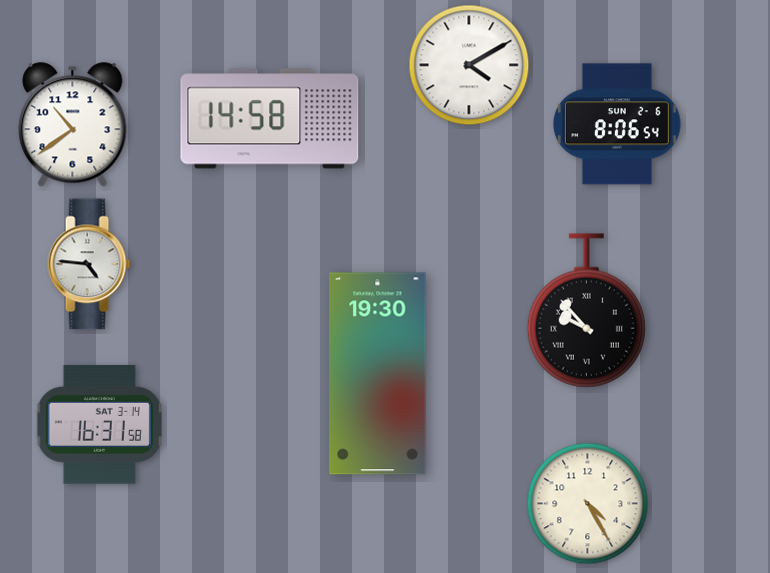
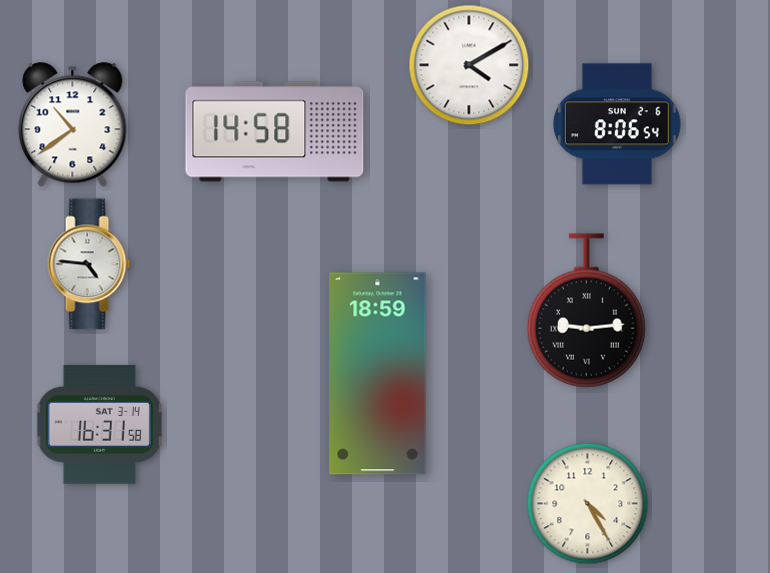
clock at (270, 119) position: (270, 119) -> (275, 132)
clock at (586, 311): 9:53 -> 9:14
clock at (378, 374): 19:30 -> 18:59
